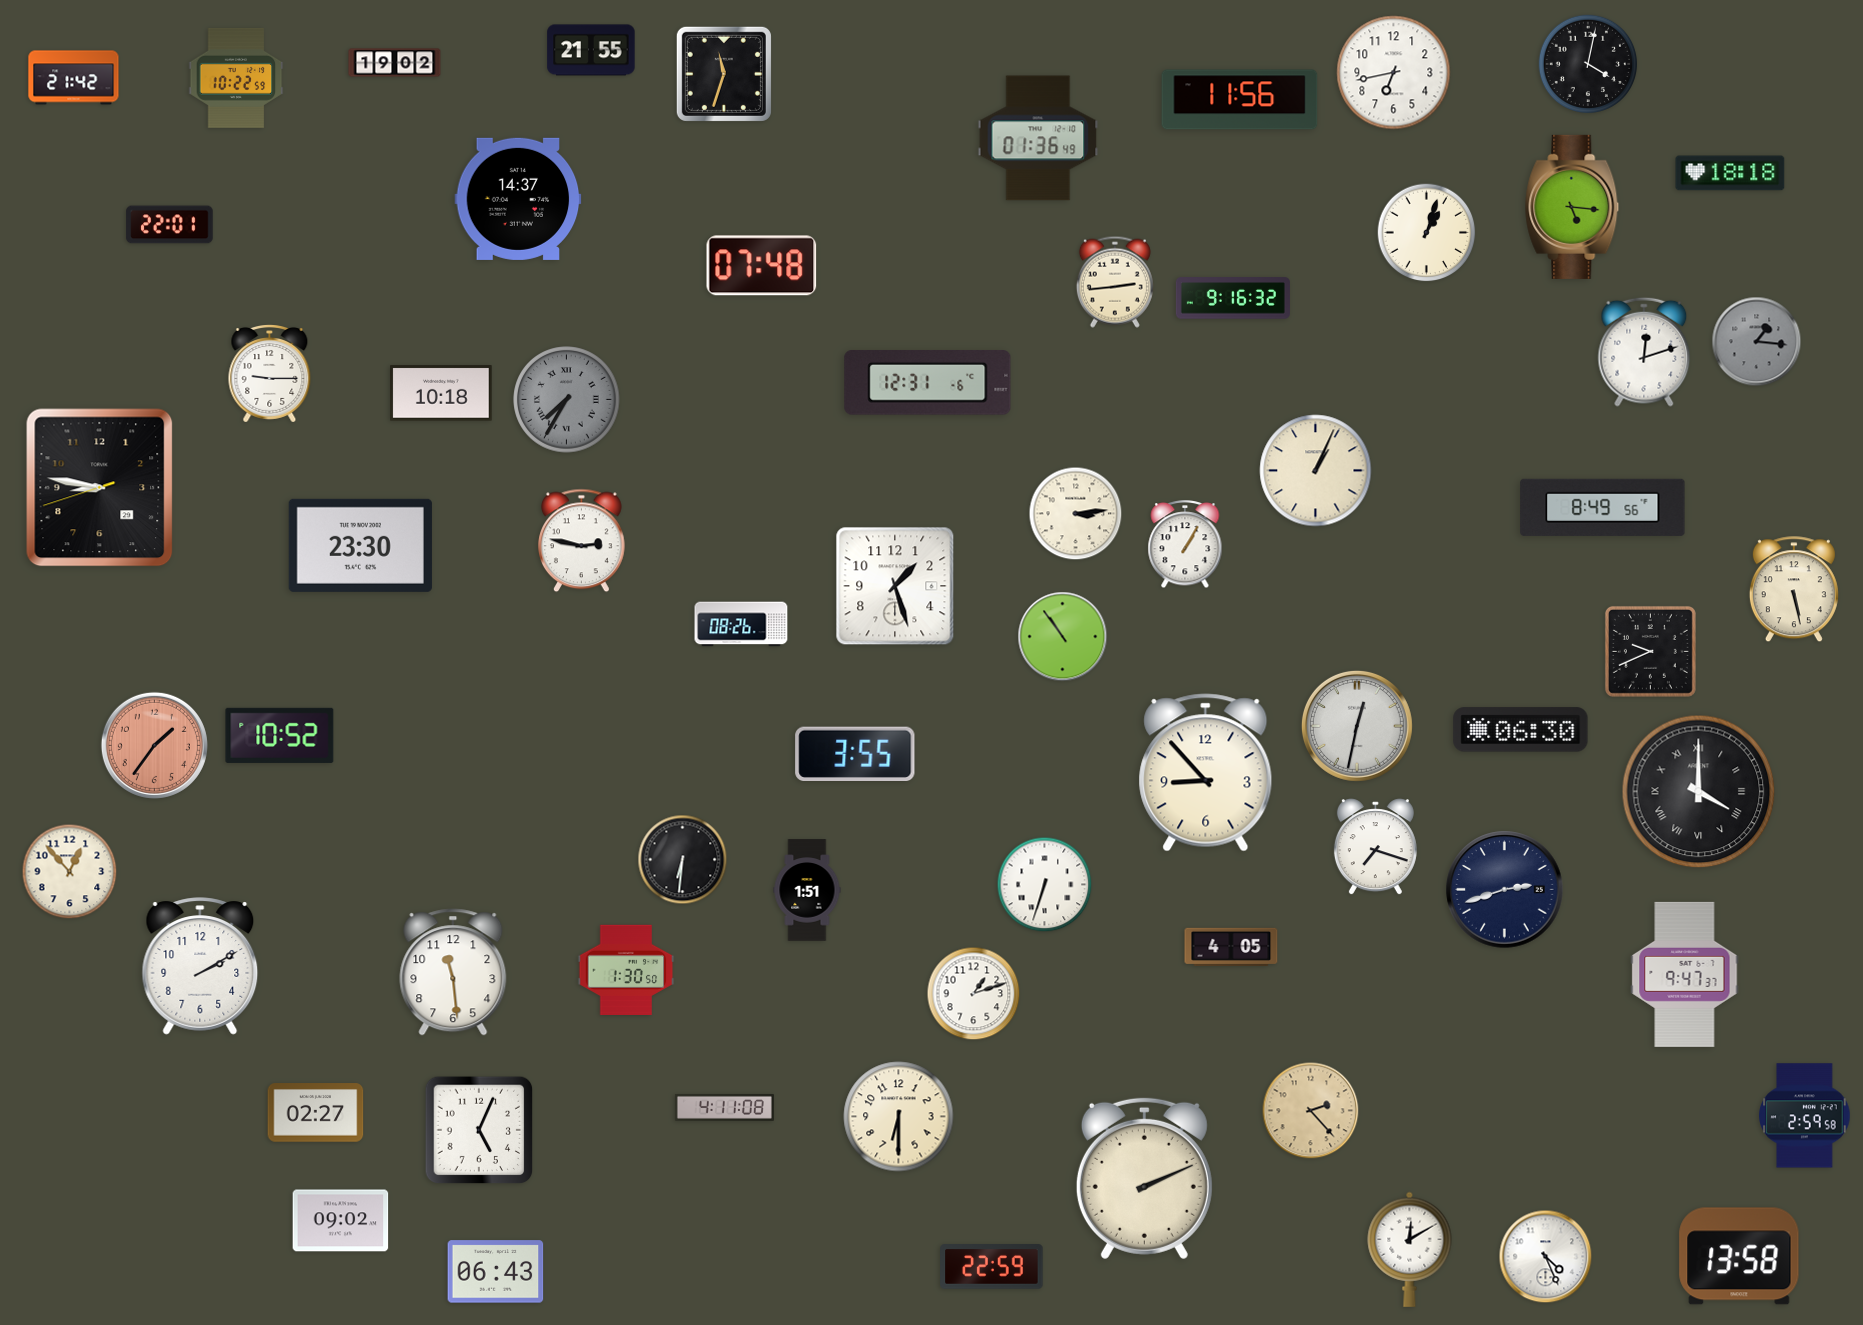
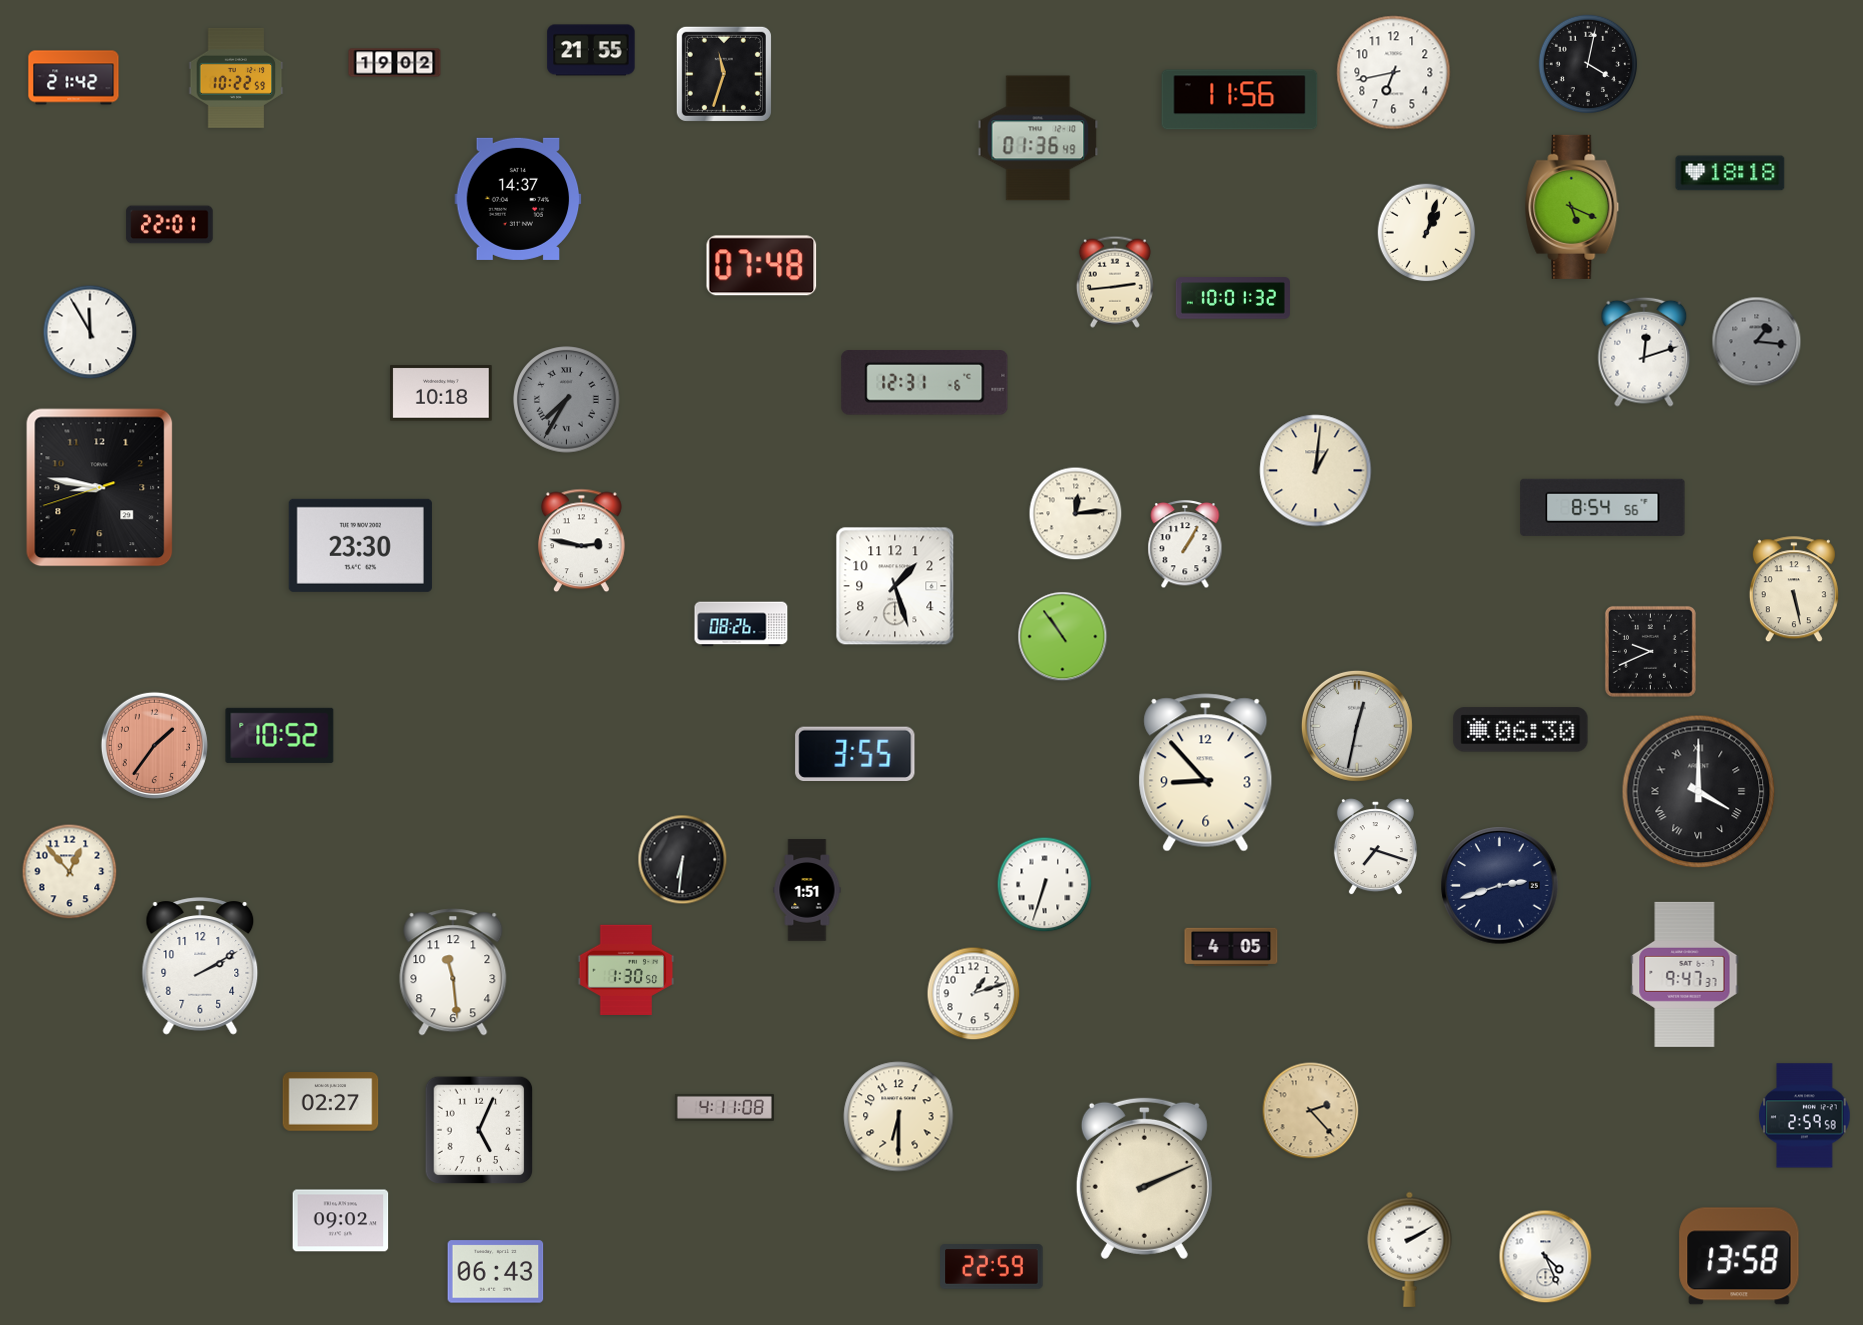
clock at (1572, 207): 5:16 -> 5:19
clock at (1233, 298): 9:16 -> 10:01
clock at (90, 332): none -> 11:55
clock at (270, 374): 9:15 -> none
clock at (928, 383) position: (928, 383) -> (925, 383)
clock at (1316, 471): 1:04 -> 1:01
clock at (1603, 507): 8:49 -> 8:54
clock at (1076, 514): 3:14 -> 12:14
clock at (1505, 890) position: (1505, 890) -> (1500, 886)
clock at (316, 1113) position: (316, 1113) -> (331, 1102)
clock at (1410, 1249): 12:10 -> 2:10
